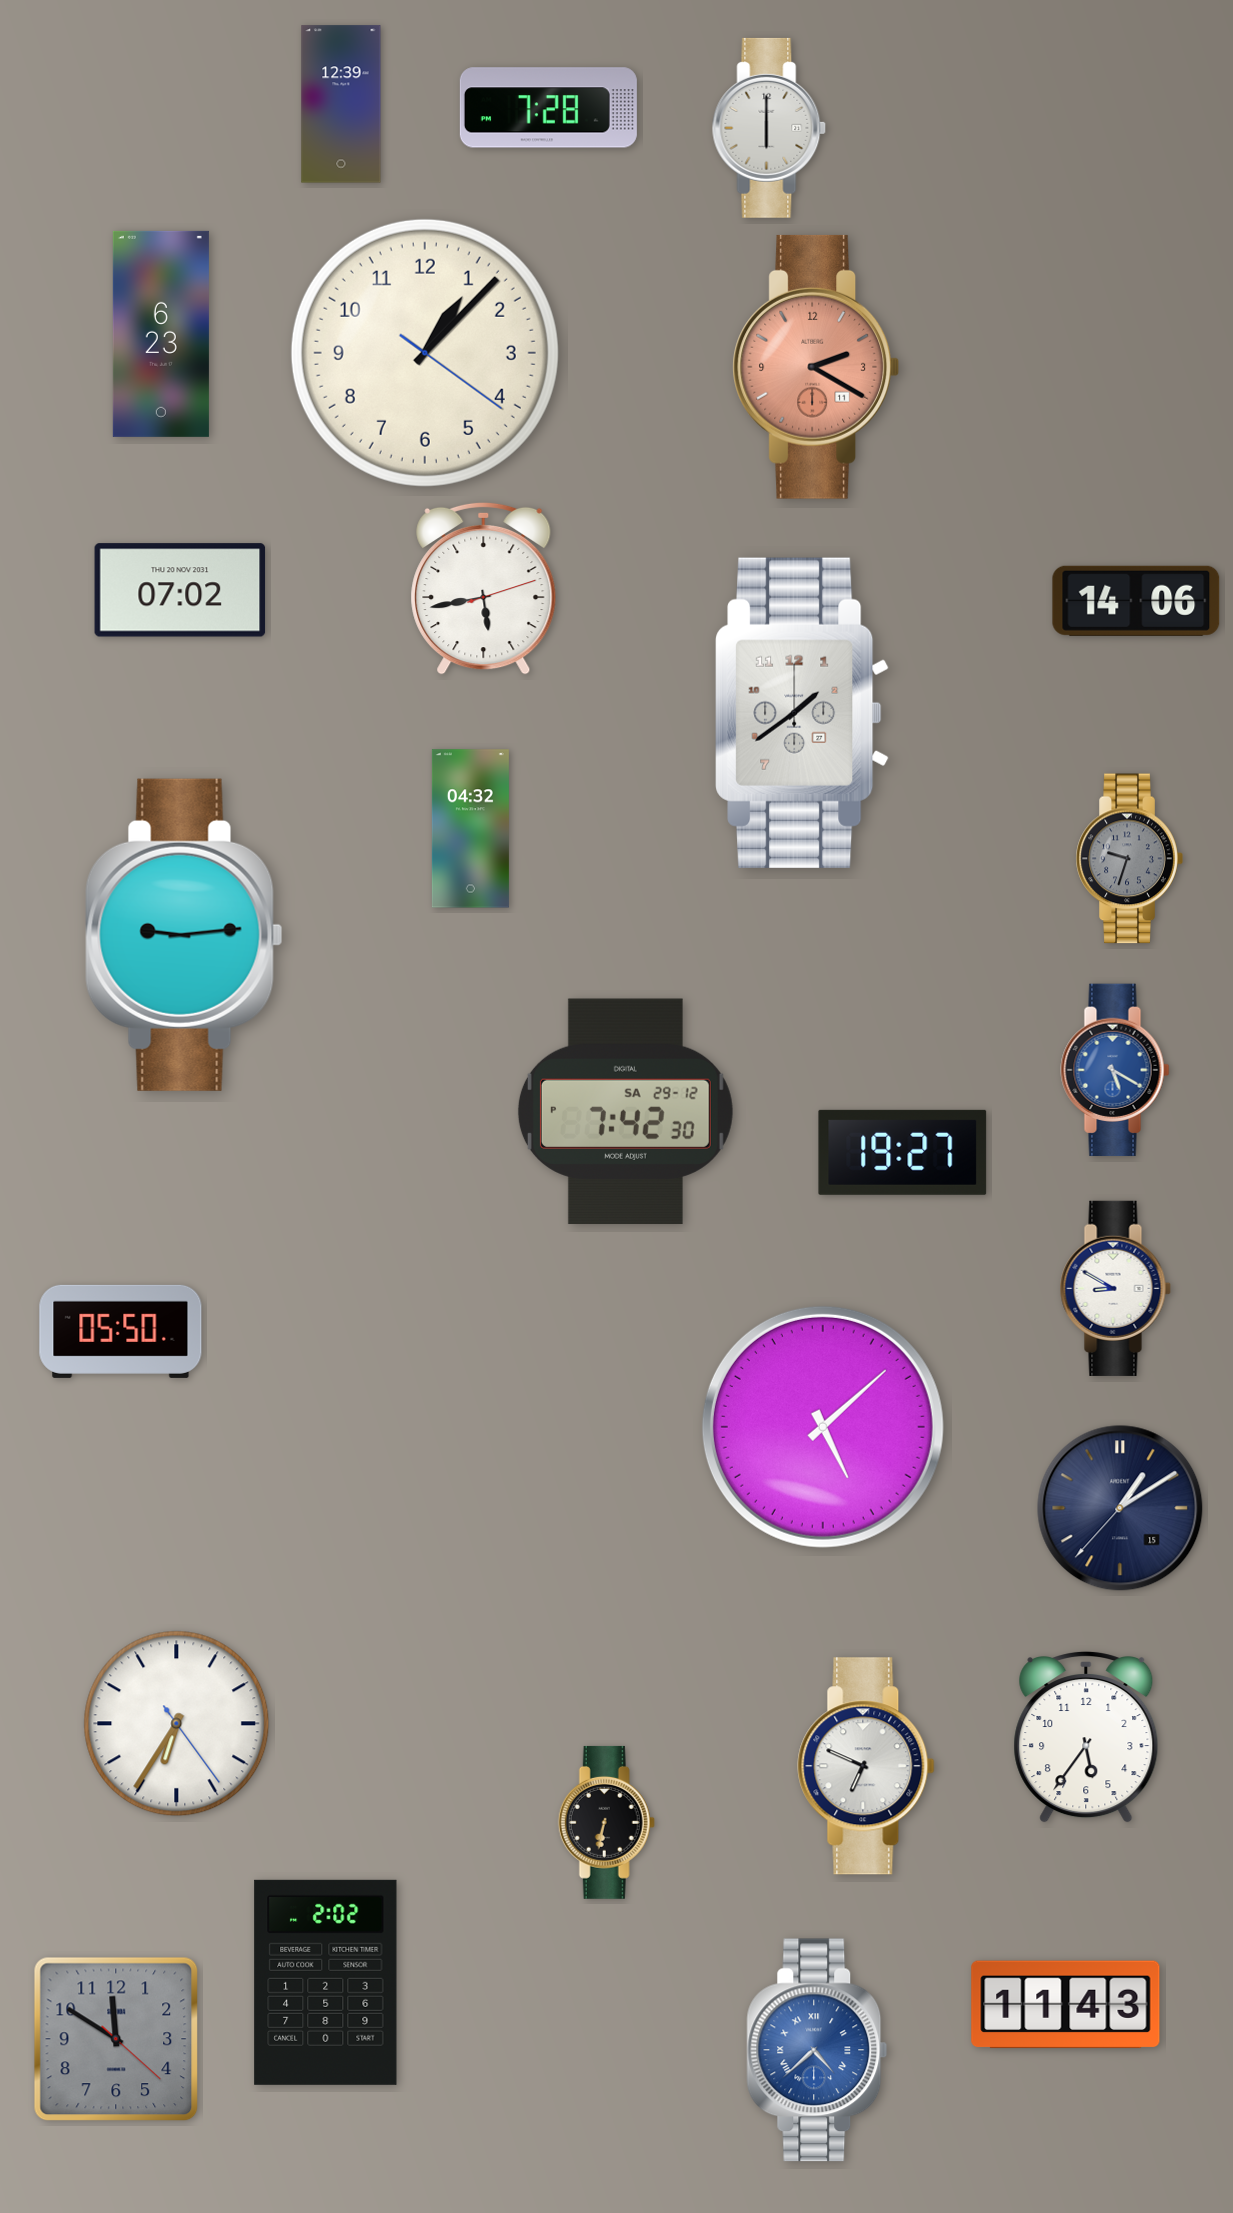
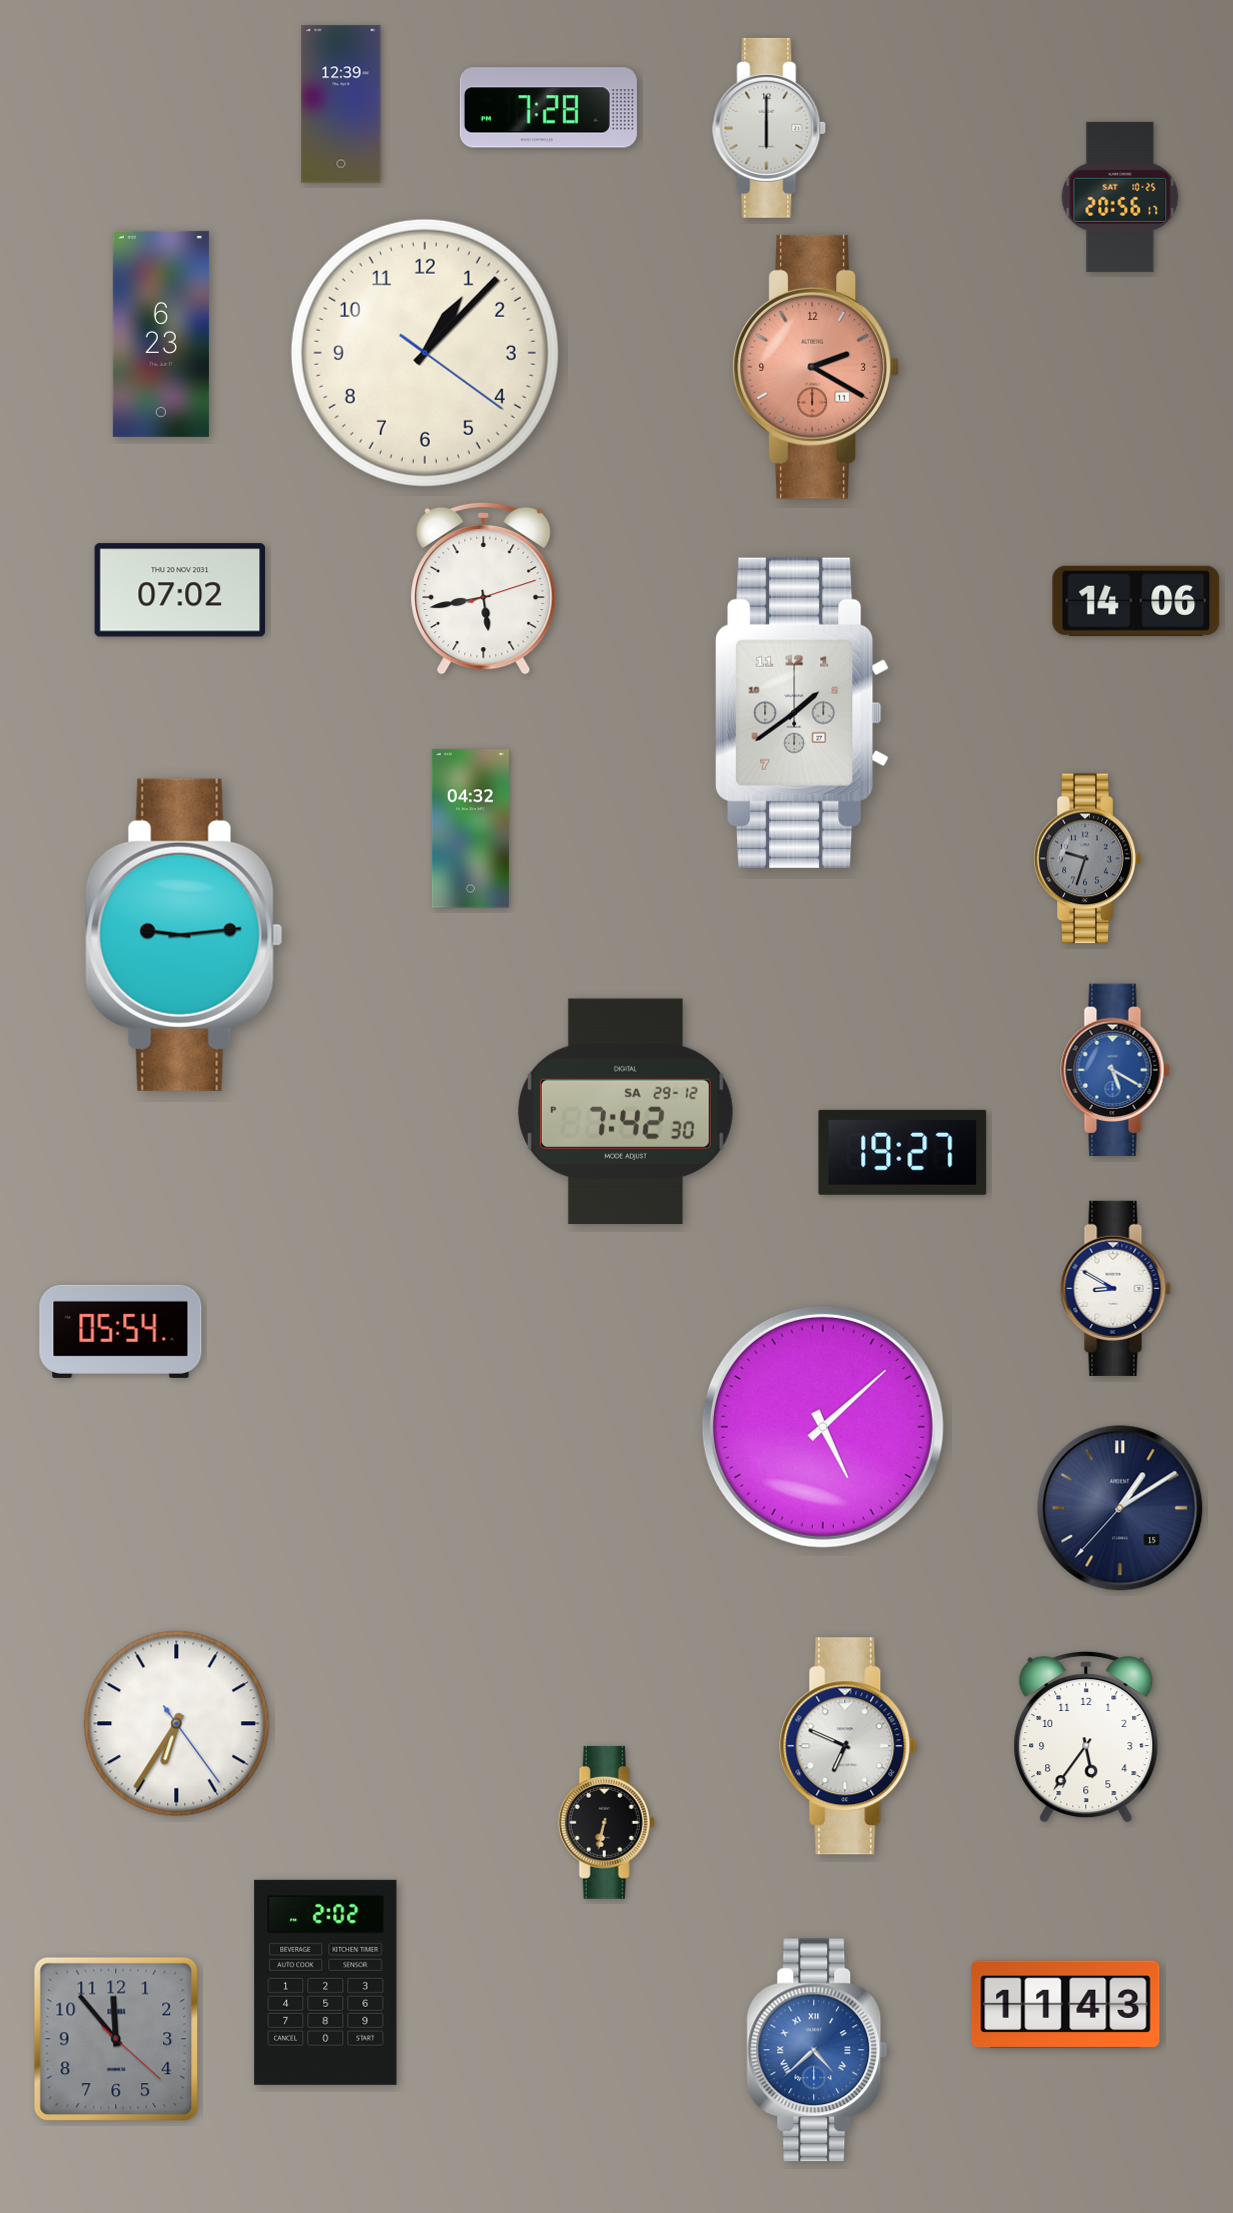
clock at (1120, 197): none -> 20:56
clock at (1129, 859) position: (1129, 859) -> (1087, 859)
clock at (121, 1331): 05:50 -> 05:54
clock at (866, 1766) position: (866, 1766) -> (848, 1746)
clock at (116, 2039): 11:50 -> 11:53
